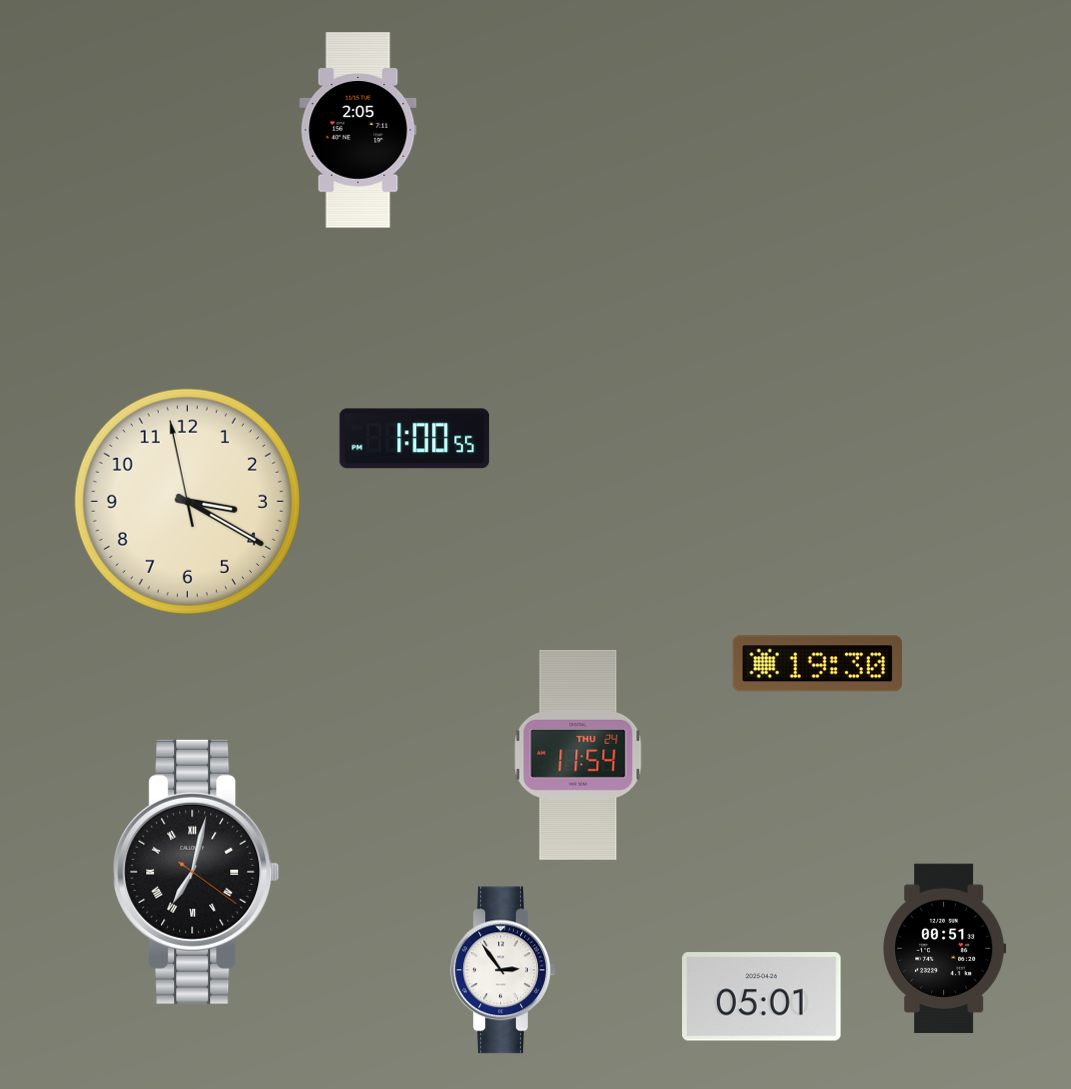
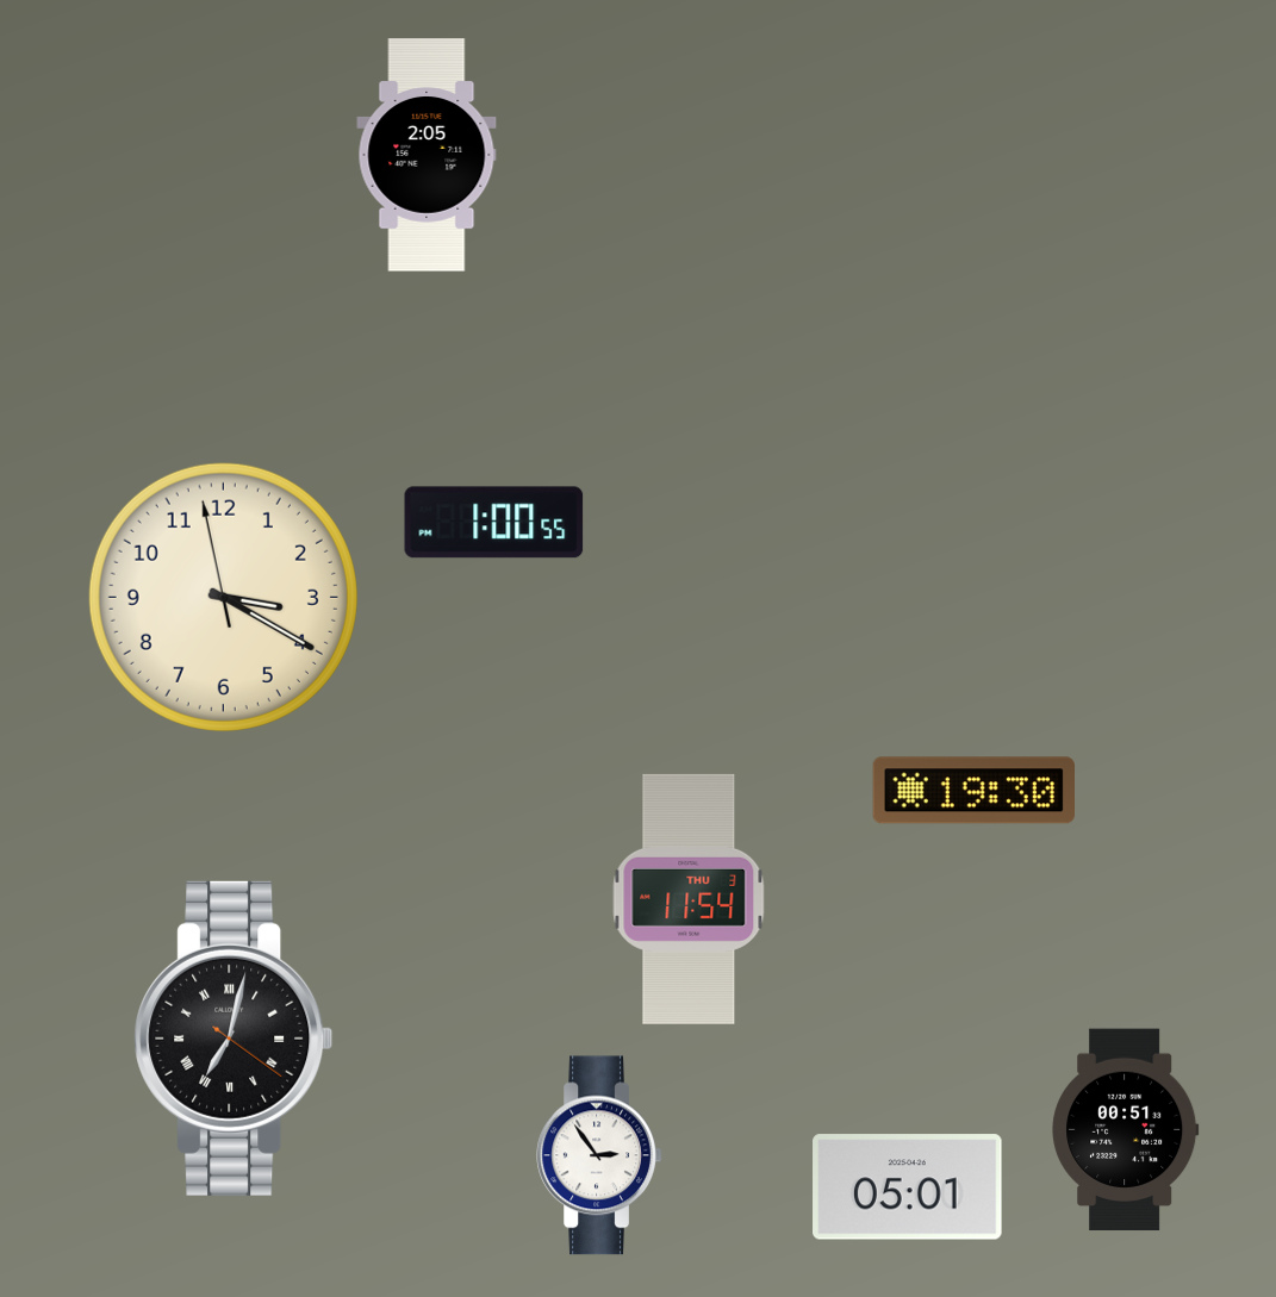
clock at (578, 755) date: THU 24 -> THU 3
